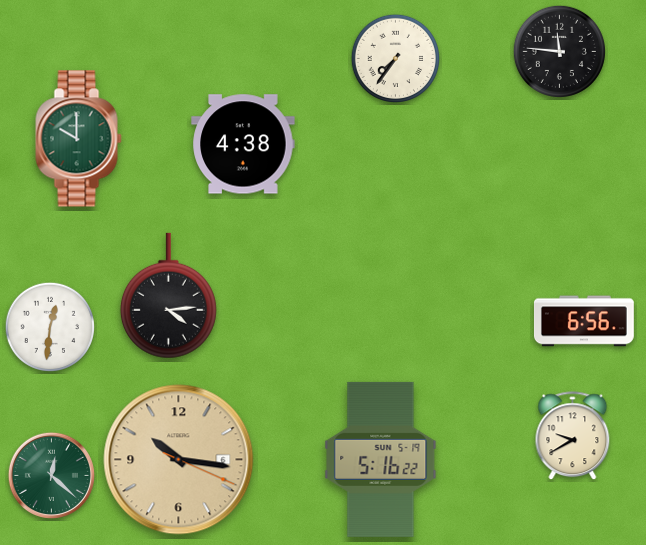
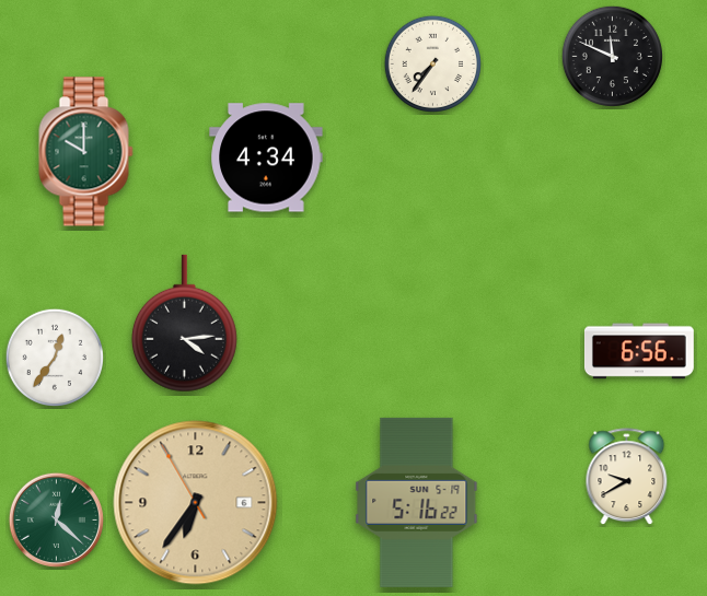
clock at (559, 51): 11:46 -> 11:49
clock at (243, 144): 4:38 -> 4:34
clock at (49, 326): 12:31 -> 12:36
clock at (179, 460): 10:16 -> 6:35
